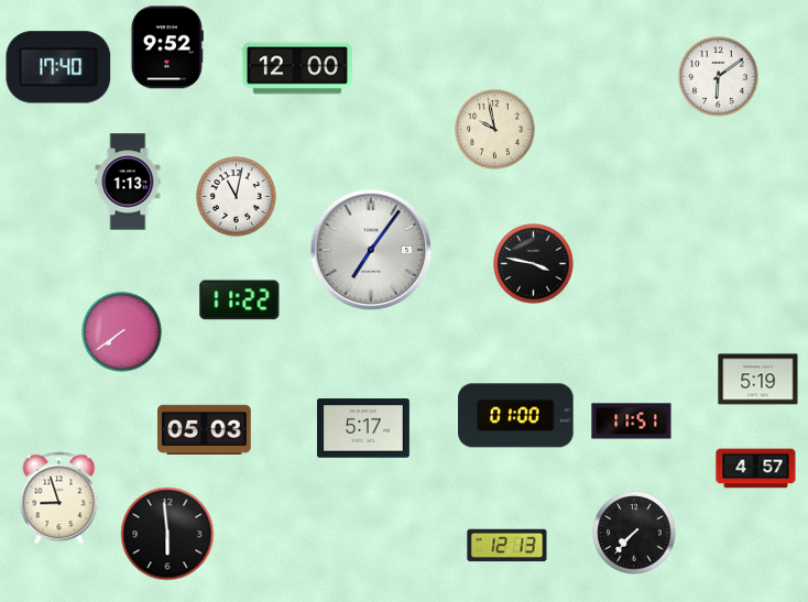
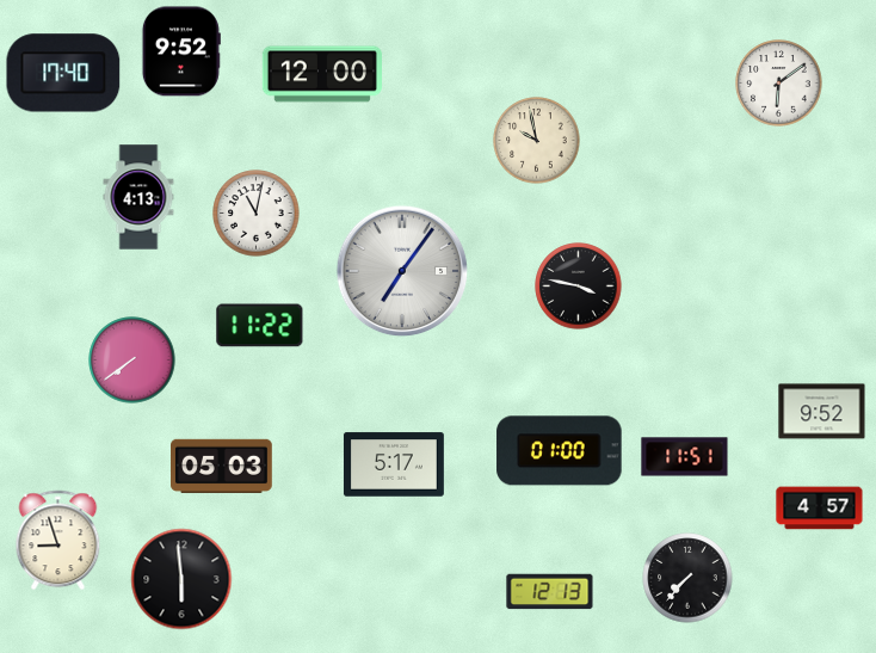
clock at (128, 182): 1:13 -> 4:13
clock at (758, 380): 5:19 -> 9:52
clock at (59, 499) position: (59, 499) -> (58, 541)
